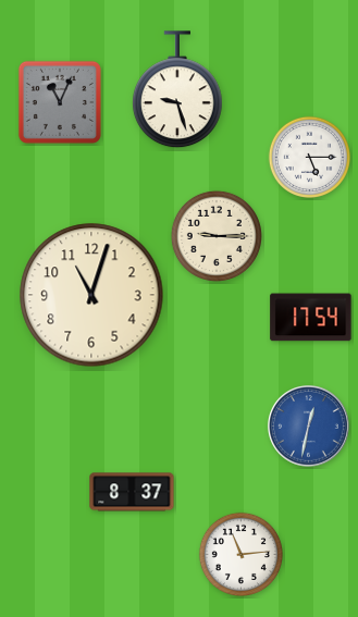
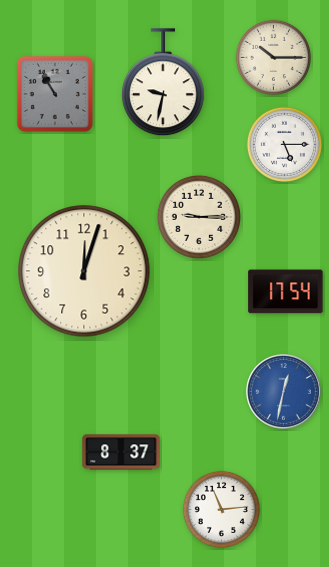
clock at (273, 57): none -> 10:15
clock at (177, 90): 9:27 -> 9:32
clock at (60, 102): 11:04 -> 10:55
clock at (91, 295): 11:03 -> 12:03
